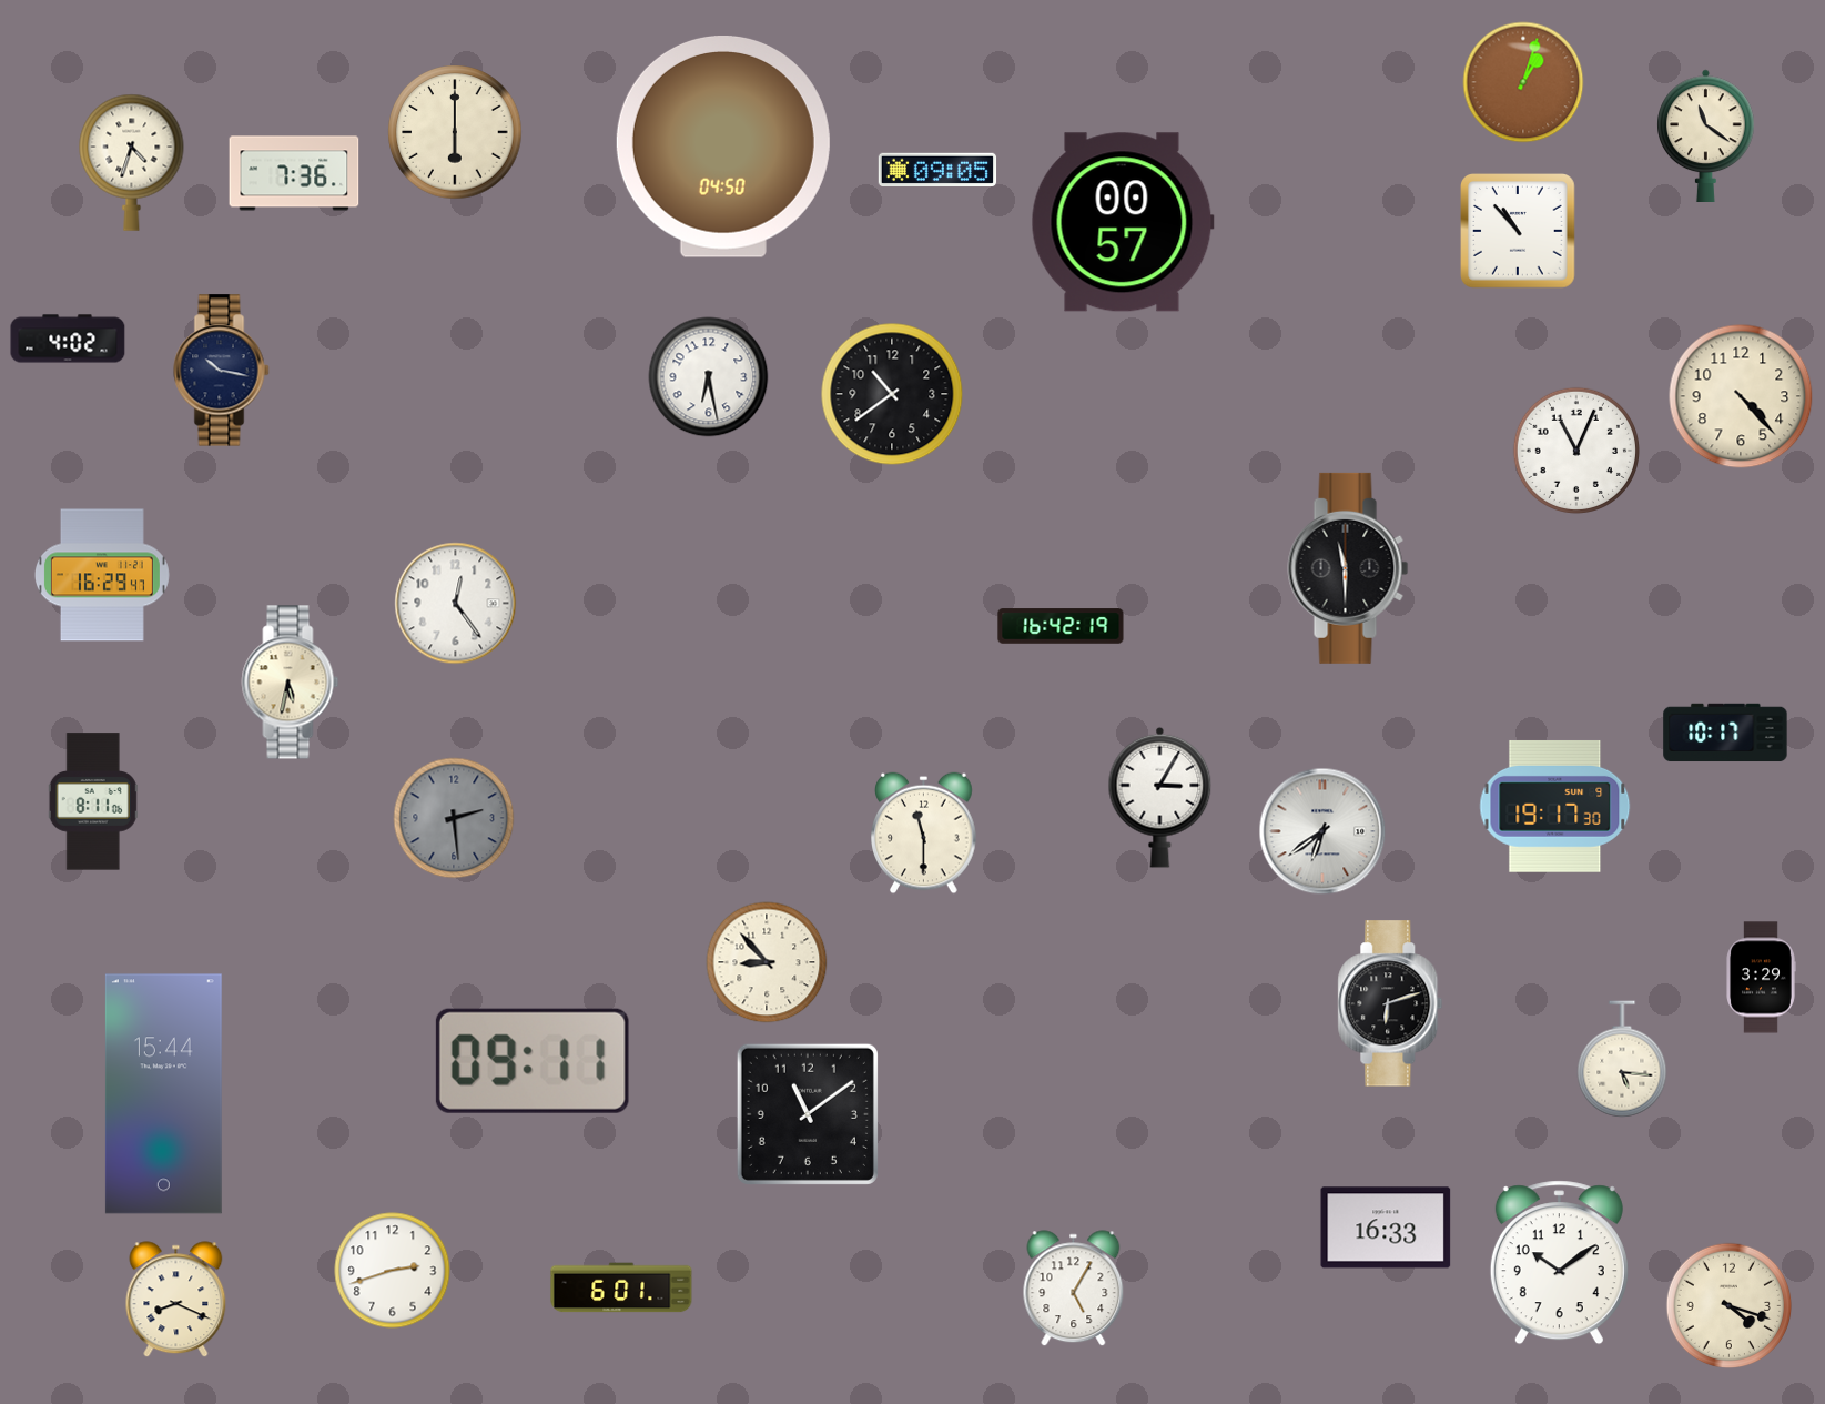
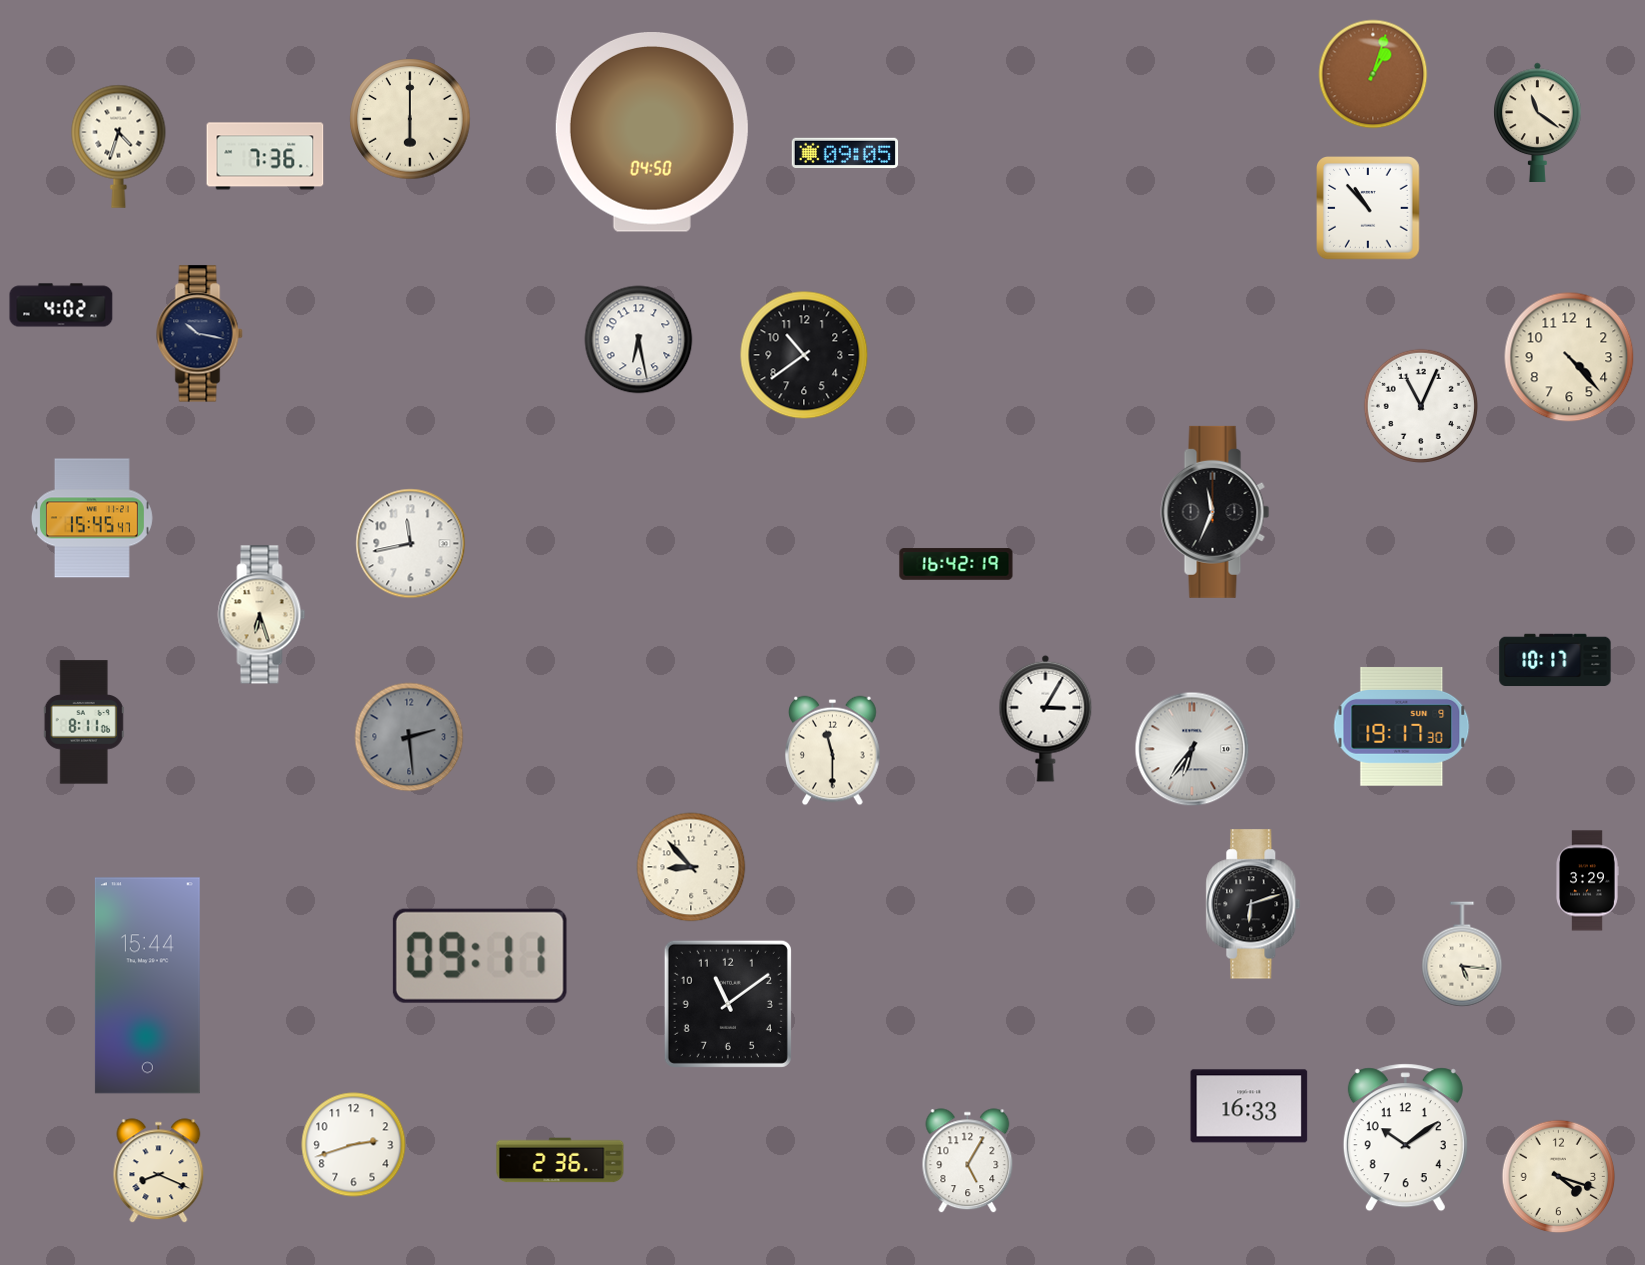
clock at (1123, 222): 00:57 -> none
clock at (1348, 568): 11:30 -> 11:34
clock at (102, 575): 16:29 -> 15:45
clock at (456, 604): 12:24 -> 11:43
clock at (291, 683): 5:32 -> 6:27
clock at (1322, 831): 6:39 -> 6:36
clock at (621, 1287): 6:01 -> 2:36
